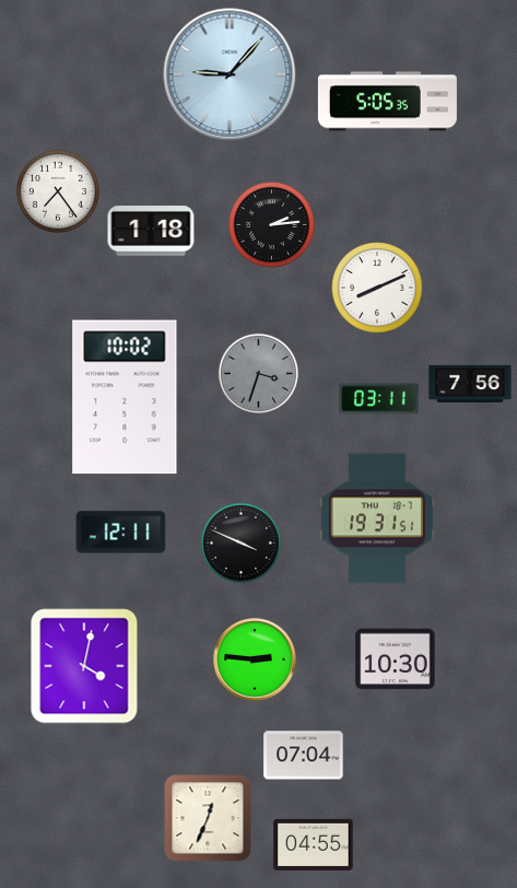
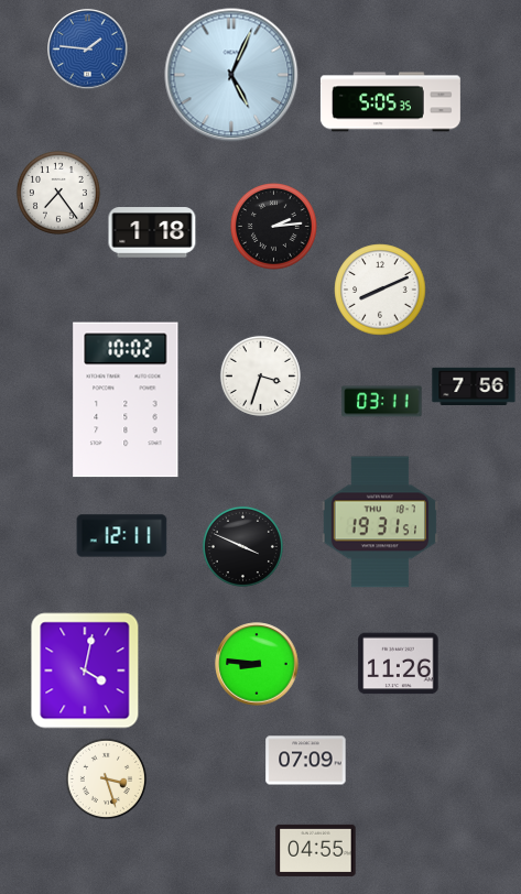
clock at (88, 50): none -> 1:46
clock at (230, 74): 9:07 -> 5:04
clock at (258, 373) dial: grey -> white
clock at (255, 659): 2:46 -> 8:46
clock at (396, 659): 10:30 -> 11:26
clock at (304, 756): 07:04 -> 07:09
clock at (106, 778): none -> 3:27
clock at (208, 818): 12:34 -> none
